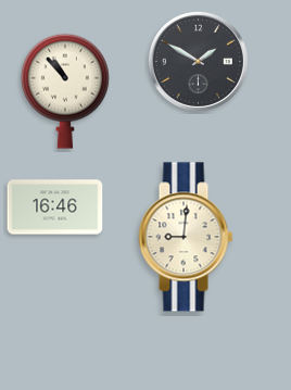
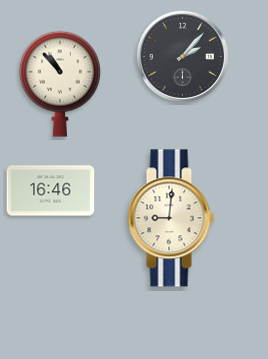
clock at (198, 61): 1:50 -> 2:07
